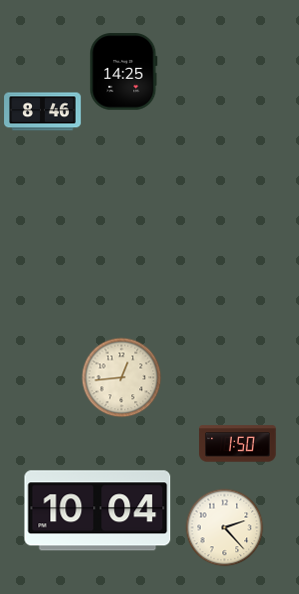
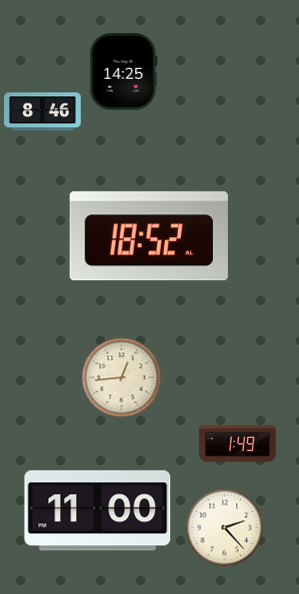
clock at (149, 236): none -> 18:52
clock at (238, 444): 1:50 -> 1:49
clock at (98, 511): 10:04 -> 11:00
